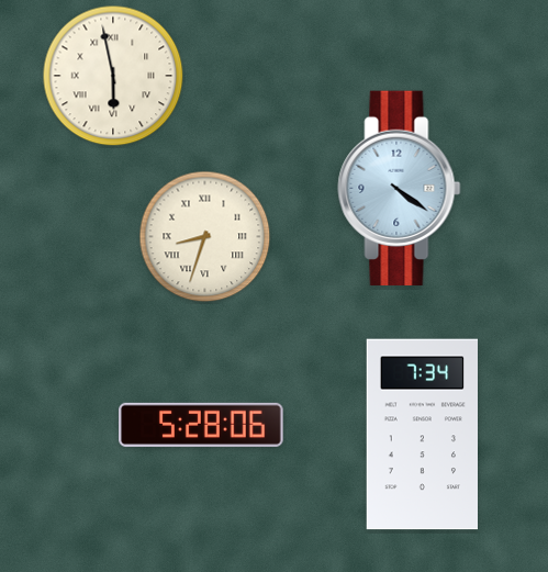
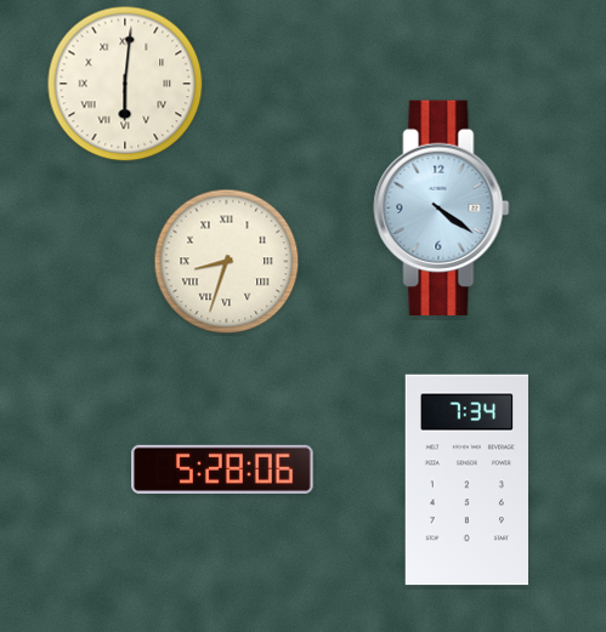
clock at (113, 76): 5:58 -> 6:01
